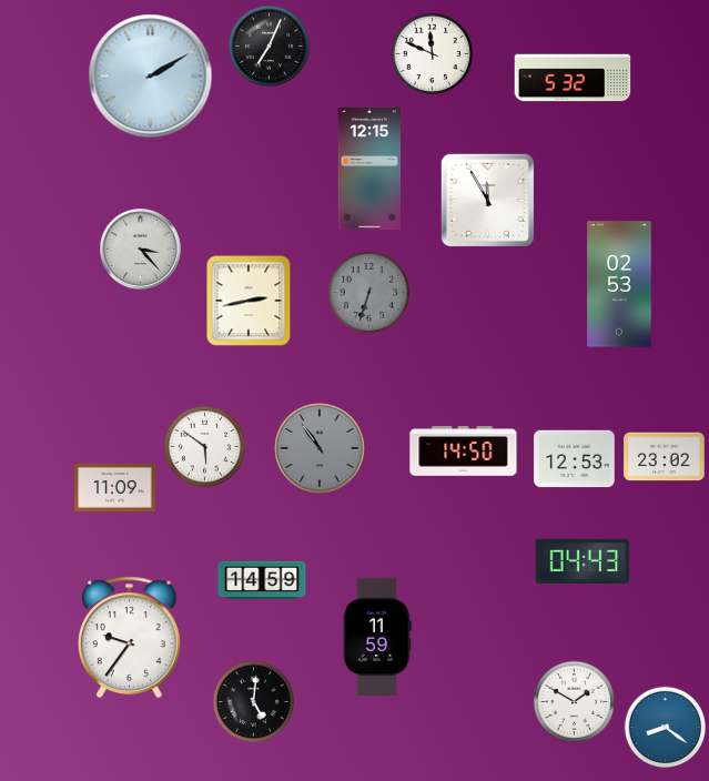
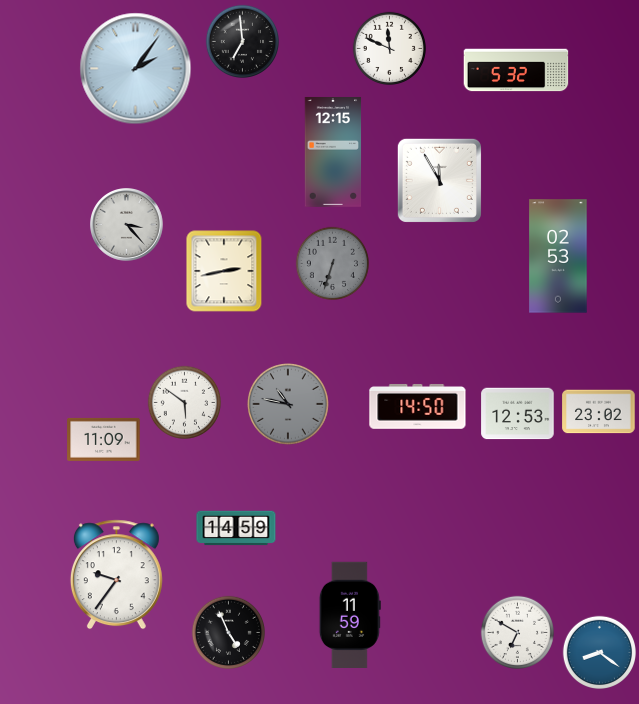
clock at (269, 45): 7:04 -> 6:59
clock at (151, 77): 2:10 -> 2:06
clock at (321, 449): 10:54 -> 10:47
clock at (583, 560): 04:43 -> none
clock at (262, 580) position: (262, 580) -> (236, 528)
clock at (377, 637) position: (377, 637) -> (350, 615)
clock at (253, 701): 5:01 -> 4:56
clock at (574, 701): 1:50 -> 6:50
clock at (665, 727) position: (665, 727) -> (599, 652)
